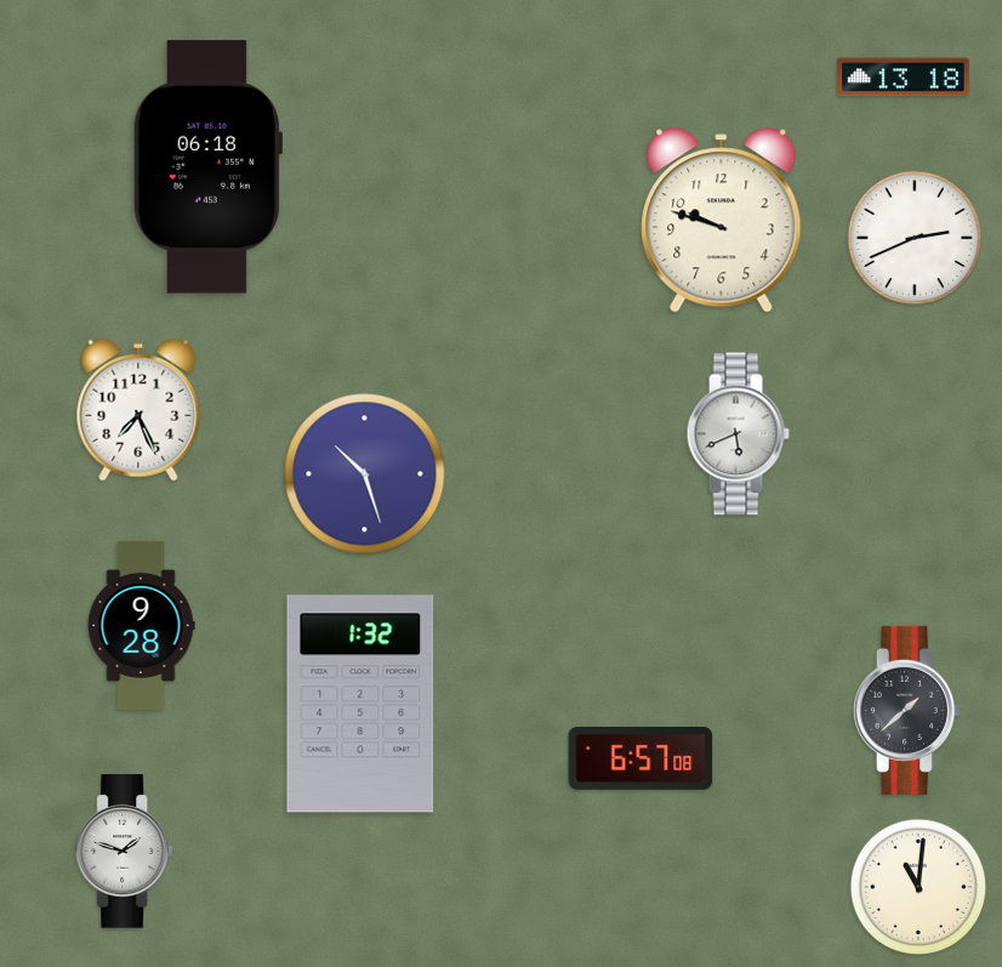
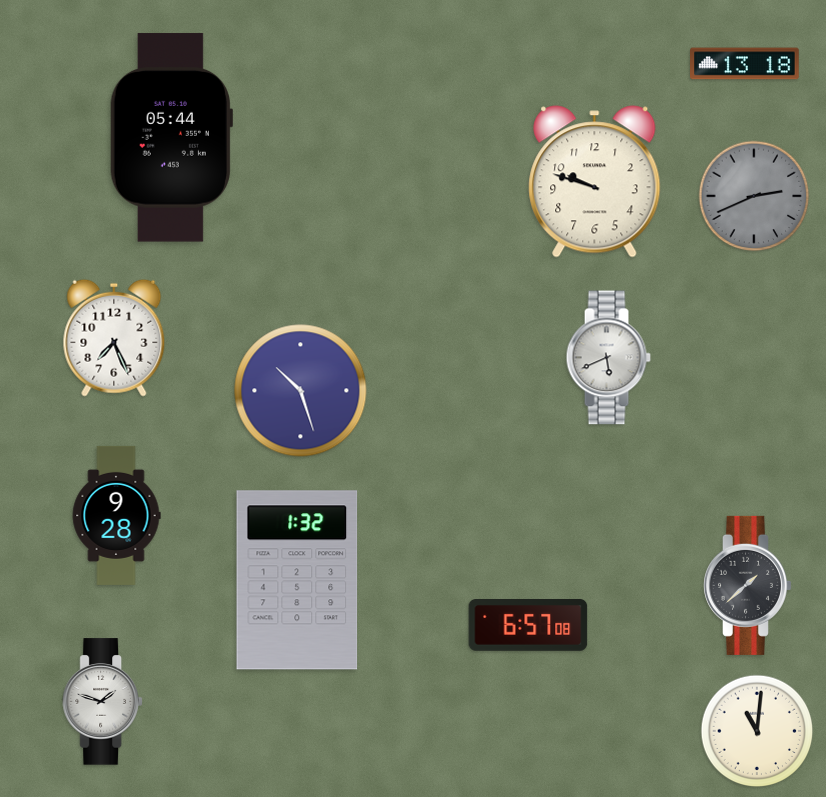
clock at (207, 167): 06:18 -> 05:44
clock at (915, 238) dial: white -> grey
